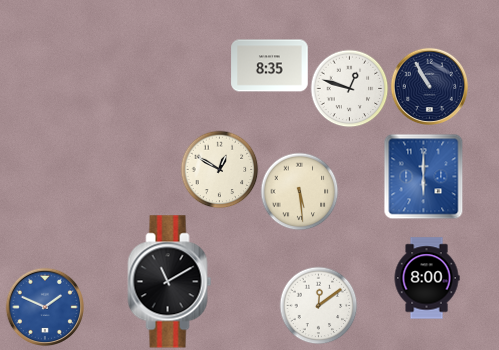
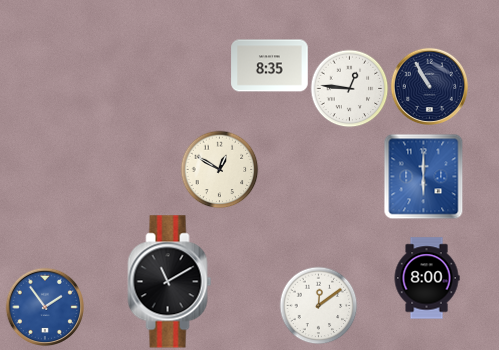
clock at (349, 88): 12:48 -> 12:46
clock at (299, 191): 5:29 -> none
clock at (45, 307): 1:49 -> 1:54
